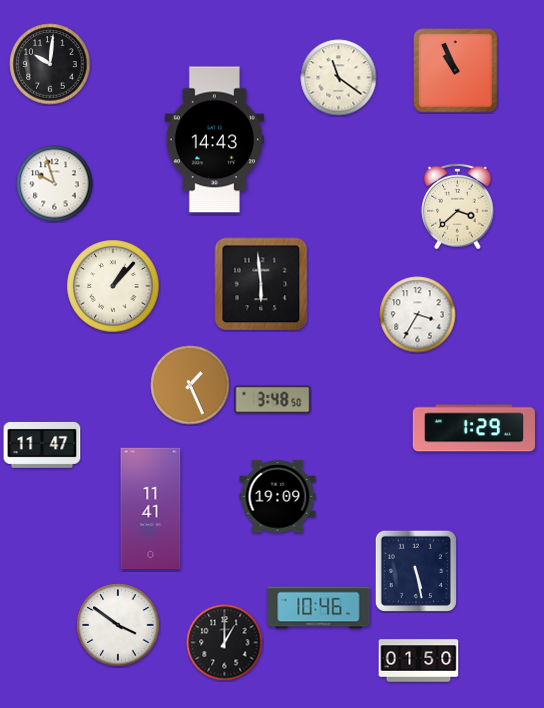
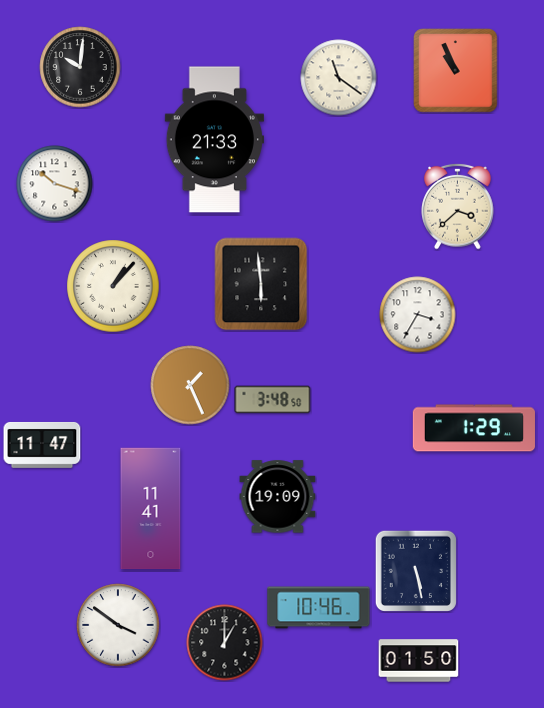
clock at (50, 64) position: (50, 64) -> (80, 67)
clock at (214, 140): 14:43 -> 21:33
clock at (55, 184): 9:57 -> 10:18
